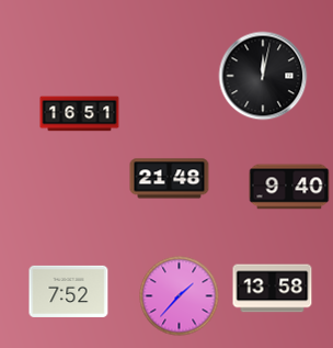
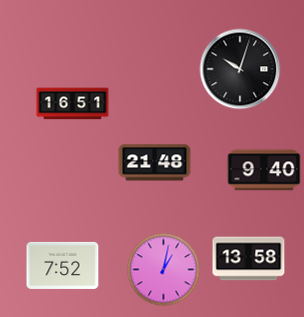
clock at (263, 76): 12:02 -> 10:03
clock at (273, 289) position: (273, 289) -> (249, 259)
clock at (180, 296): 1:37 -> 1:02
